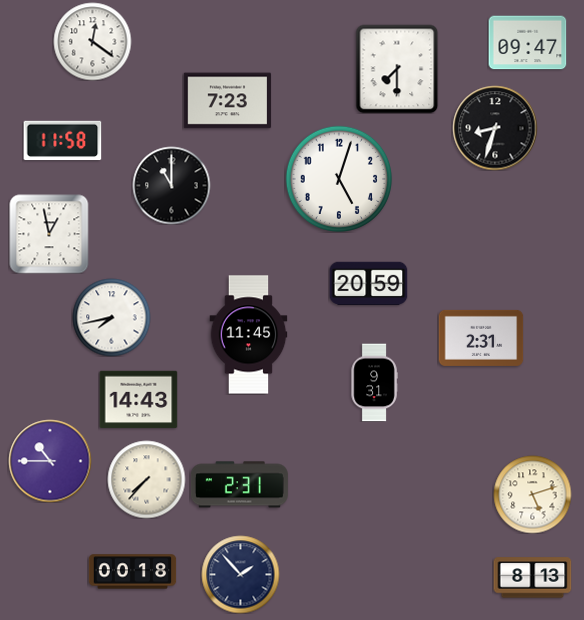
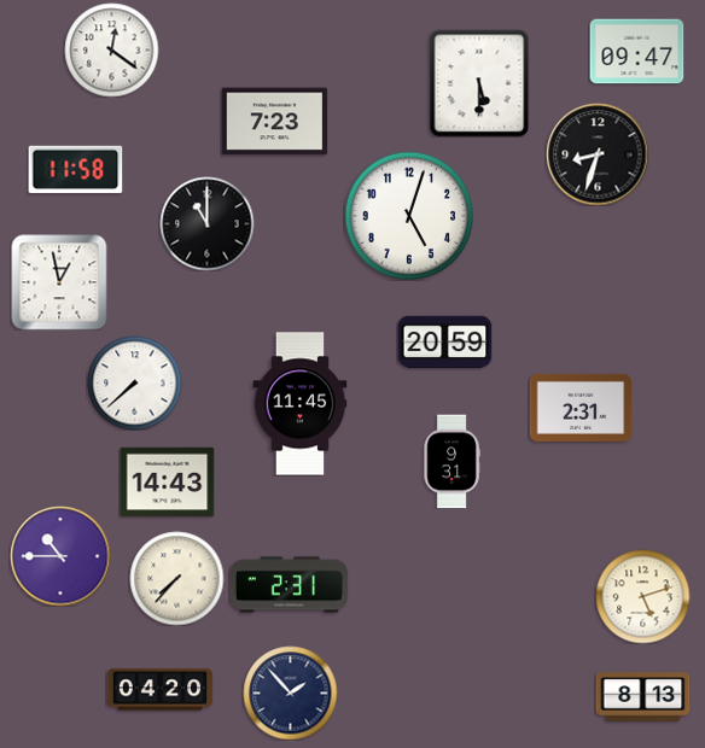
clock at (397, 69): 7:30 -> 5:30
clock at (111, 317): 7:43 -> 7:38
clock at (132, 572): 00:18 -> 04:20
